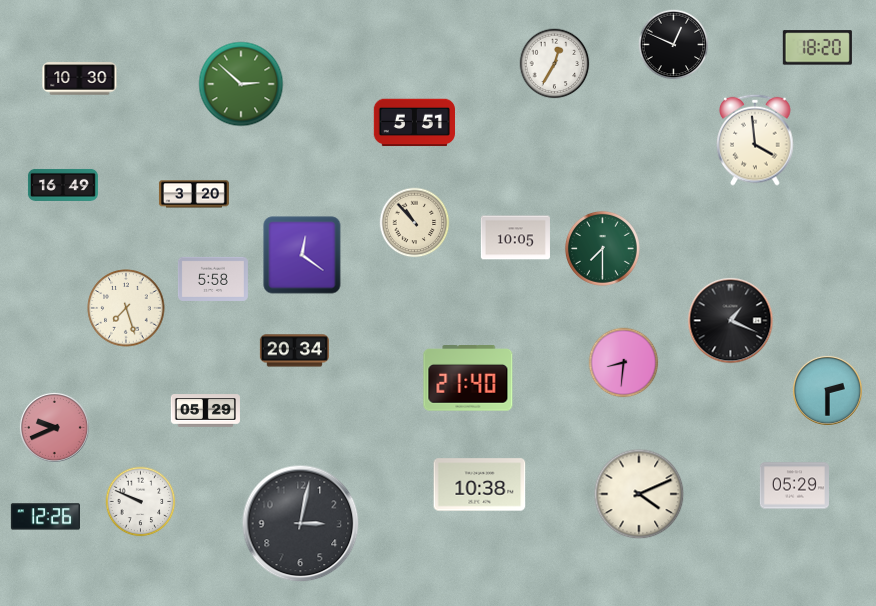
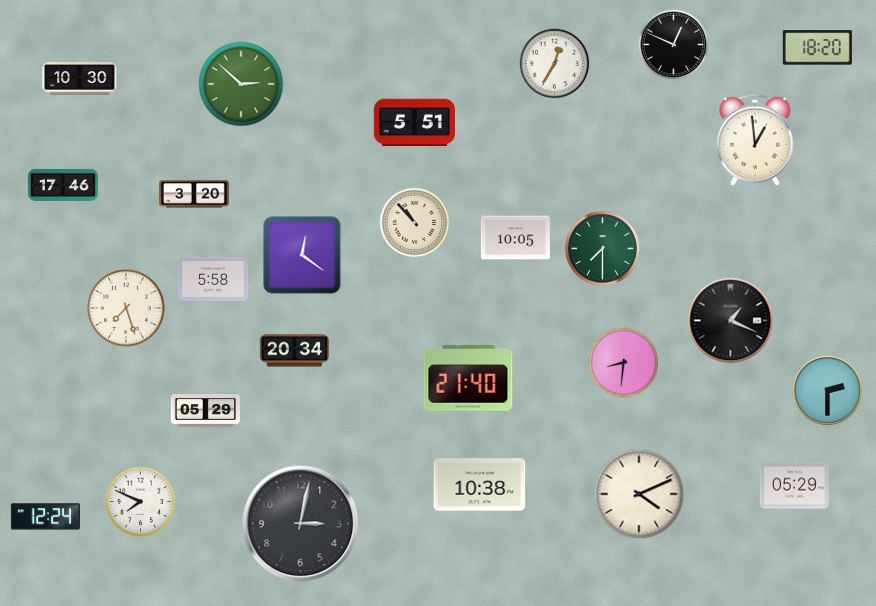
clock at (755, 140): 3:59 -> 12:59
clock at (63, 185): 16:49 -> 17:46
clock at (54, 427): 9:41 -> none
clock at (141, 502): 9:49 -> 7:49
clock at (45, 517): 12:26 -> 12:24
